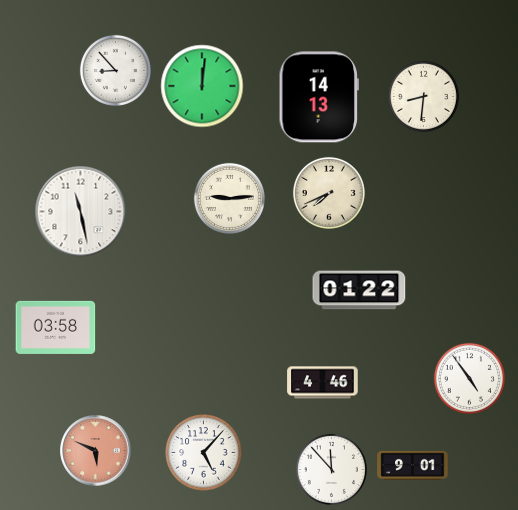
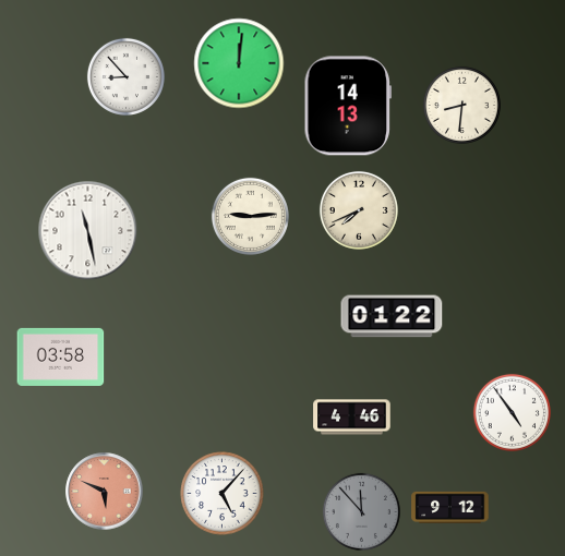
clock at (202, 86) position: (202, 86) -> (239, 63)
clock at (413, 465): 9:01 -> 9:12
clock at (331, 469) dial: white -> grey
